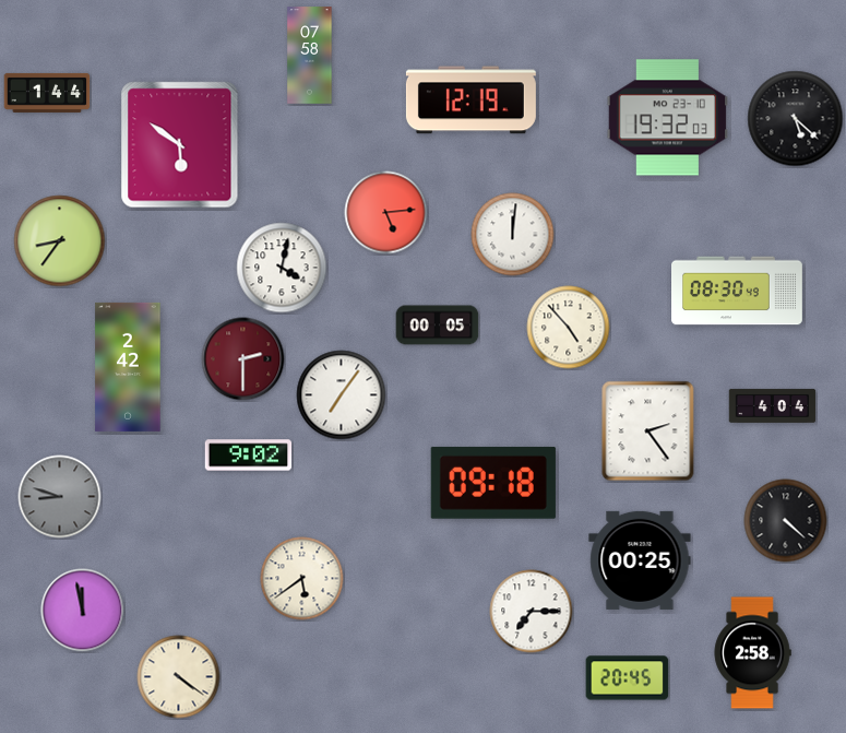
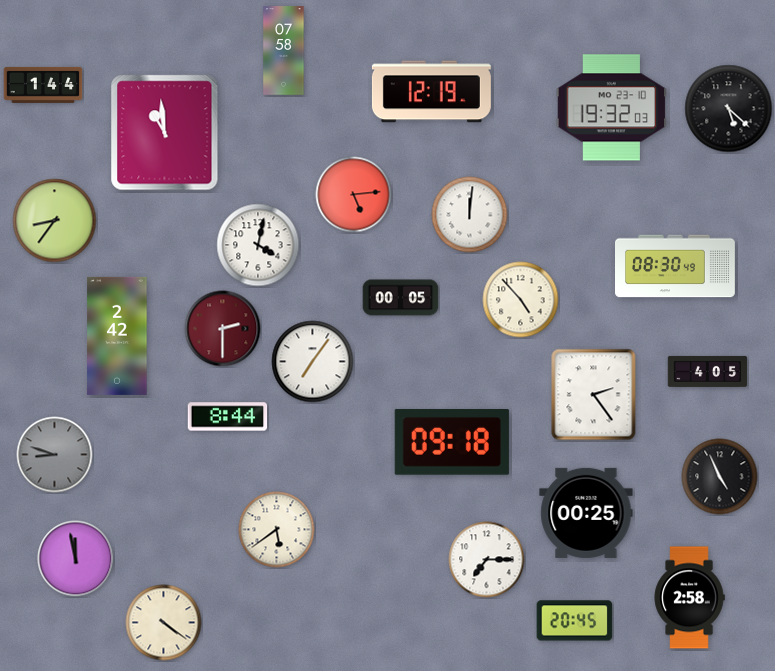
clock at (180, 145): 5:51 -> 10:59
clock at (773, 405): 4:04 -> 4:05
clock at (249, 456): 9:02 -> 8:44
clock at (786, 521): 4:22 -> 4:56
clock at (179, 677) position: (179, 677) -> (164, 623)
